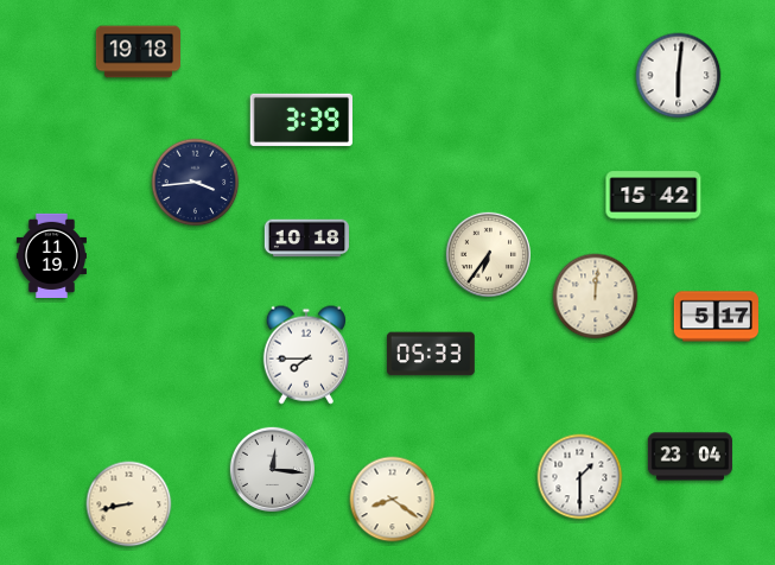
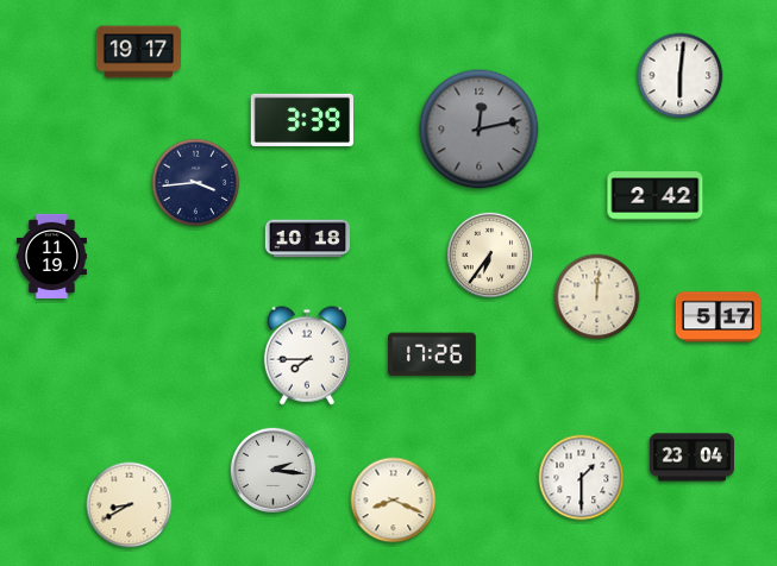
clock at (138, 52): 19:18 -> 19:17
clock at (480, 130): none -> 12:13
clock at (654, 196): 15:42 -> 2:42
clock at (431, 354): 05:33 -> 17:26
clock at (272, 469): 12:16 -> 2:16
clock at (393, 500): 8:21 -> 8:19
clock at (129, 504): 8:43 -> 8:40
